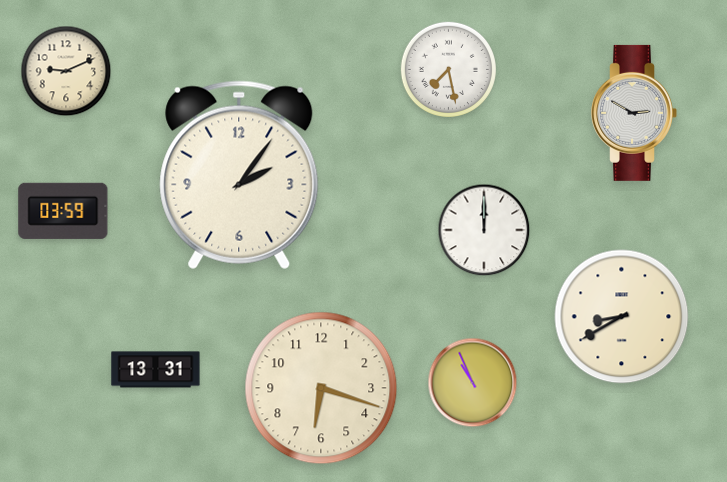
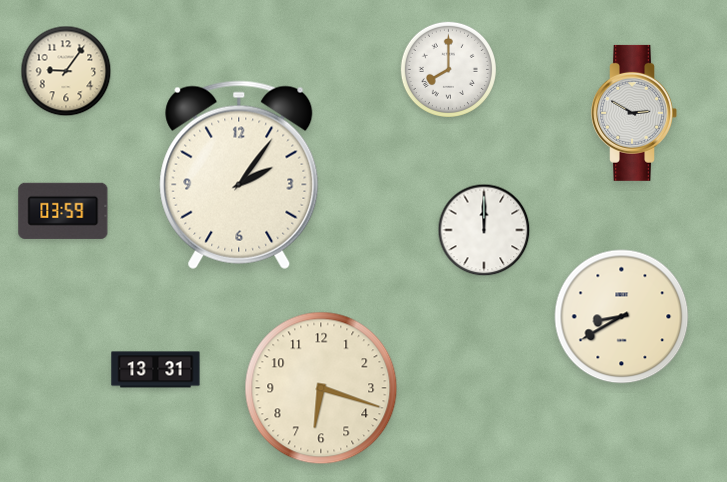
clock at (448, 69): 7:28 -> 8:00
clock at (66, 71): 9:11 -> 9:06
clock at (473, 383): 10:56 -> none
